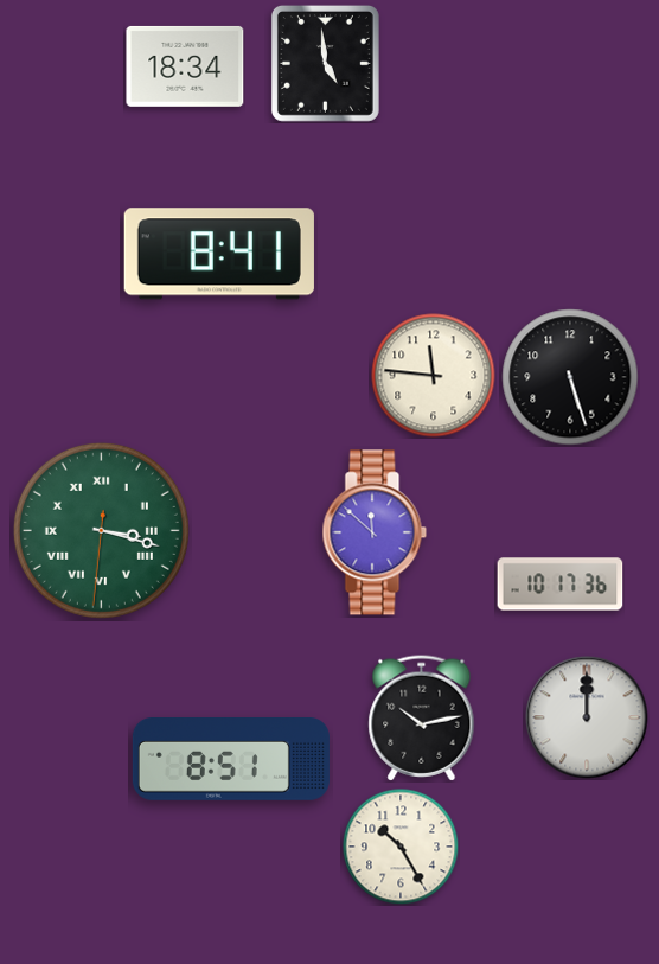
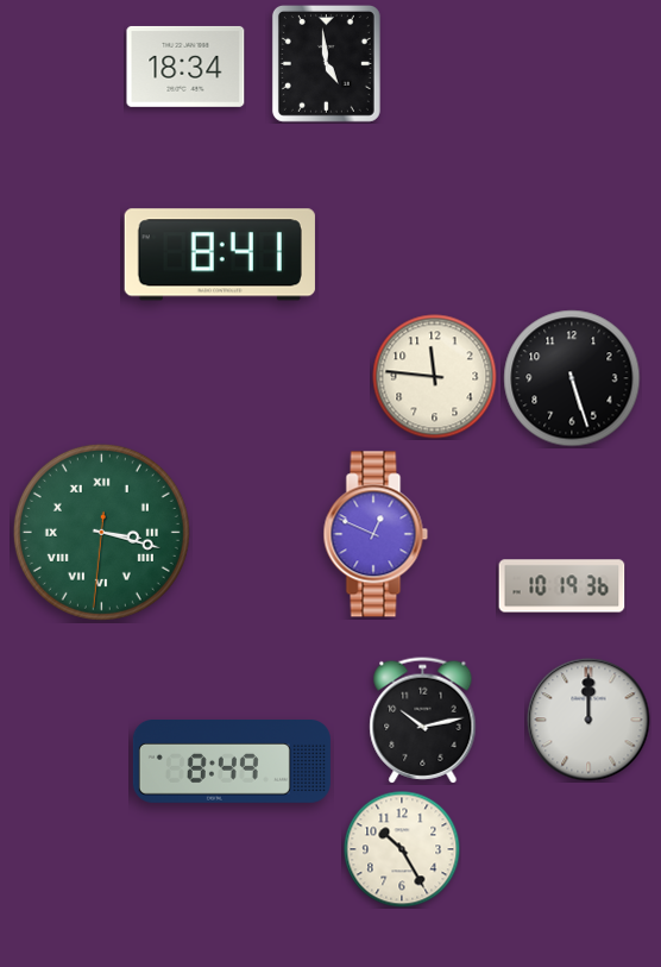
clock at (375, 532): 11:52 -> 12:49
clock at (561, 585): 10:17 -> 10:19
clock at (231, 760): 8:51 -> 8:49
